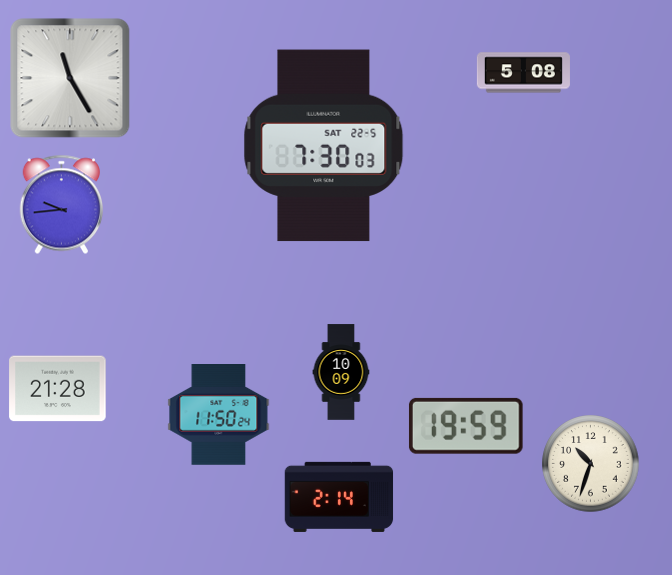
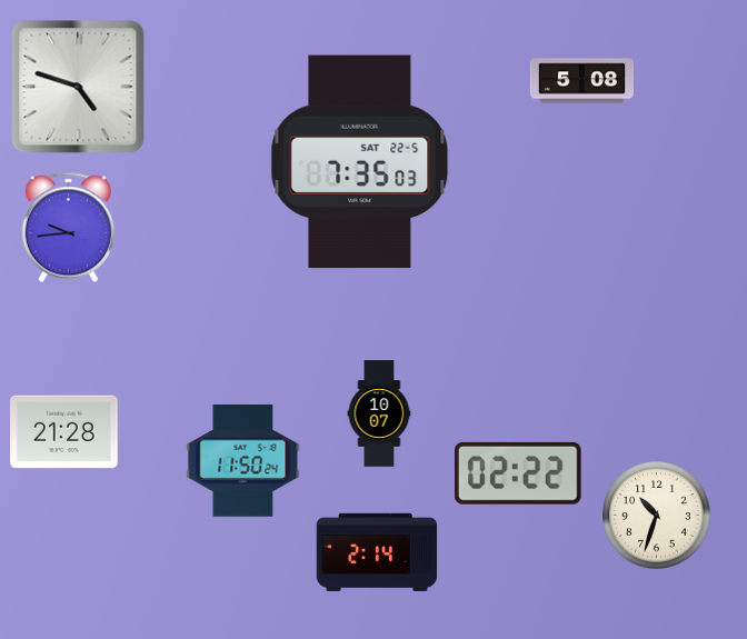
clock at (70, 78): 11:25 -> 4:48
clock at (324, 146): 7:30 -> 7:35
clock at (341, 372): 10:09 -> 10:07
clock at (466, 426): 19:59 -> 02:22
